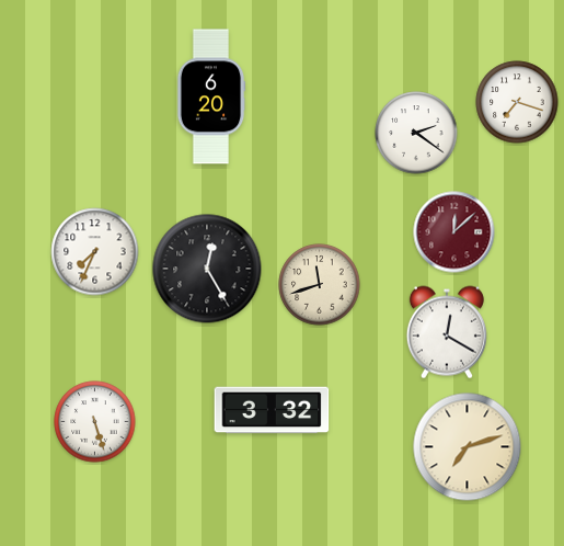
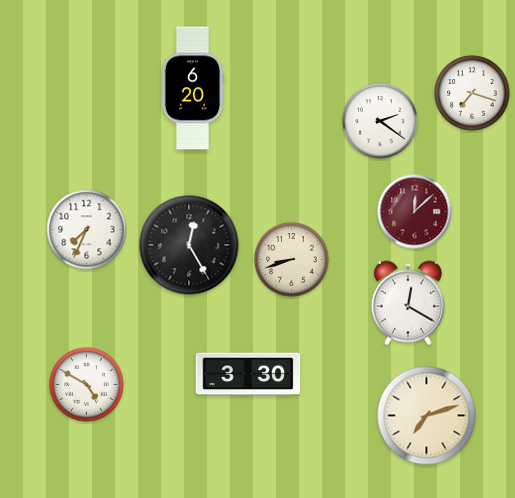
clock at (320, 285): 11:42 -> 8:42
clock at (272, 410): 3:32 -> 3:30
clock at (95, 422): 5:27 -> 4:50
clock at (468, 447) position: (468, 447) -> (427, 416)
